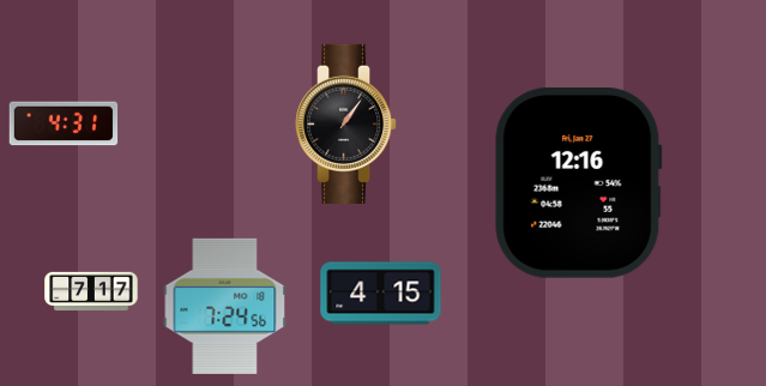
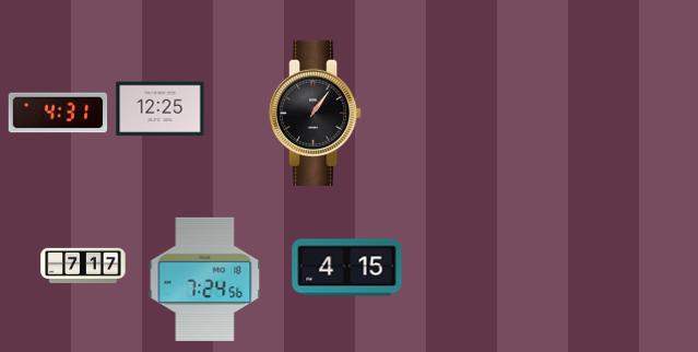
clock at (161, 109): none -> 12:25
clock at (578, 182): 12:16 -> none
